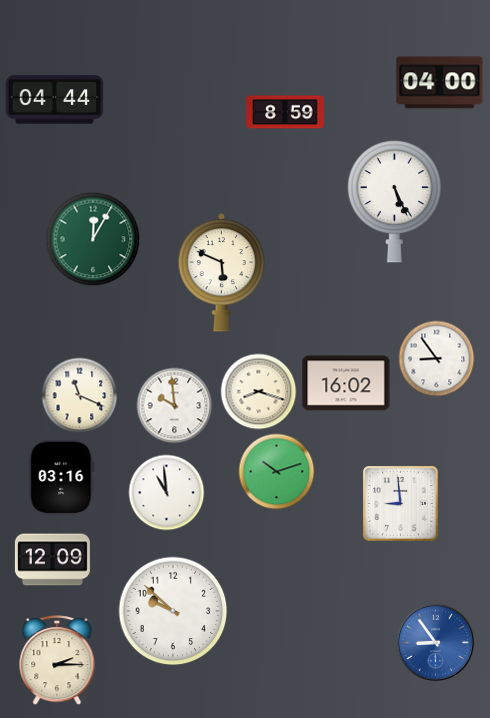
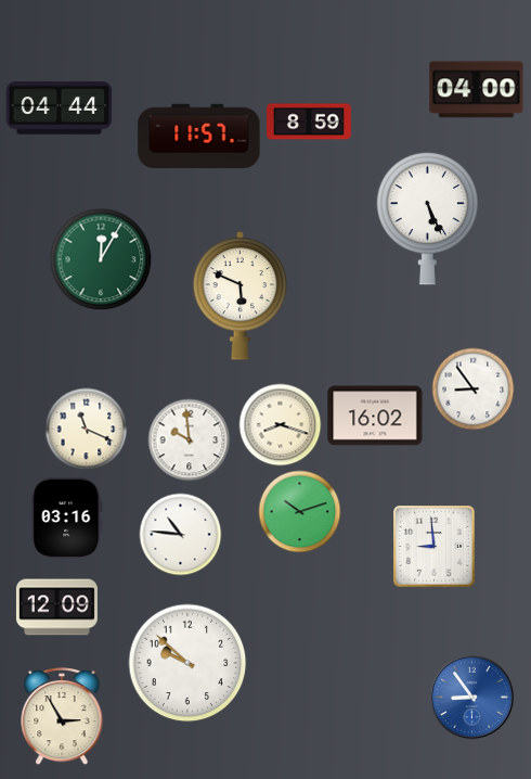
clock at (199, 136): none -> 11:57
clock at (167, 493): 10:59 -> 10:46
clock at (57, 661): 2:15 -> 2:55
